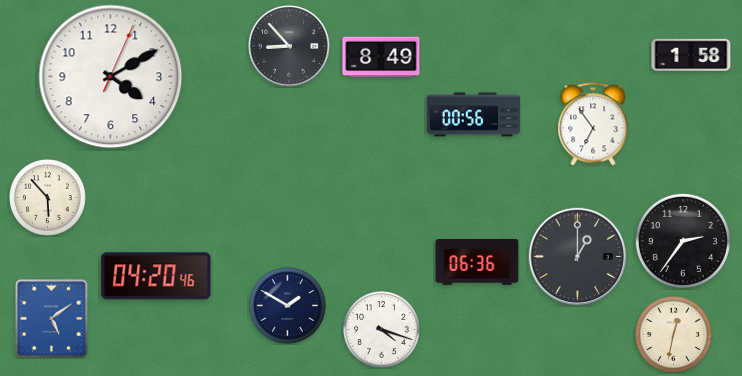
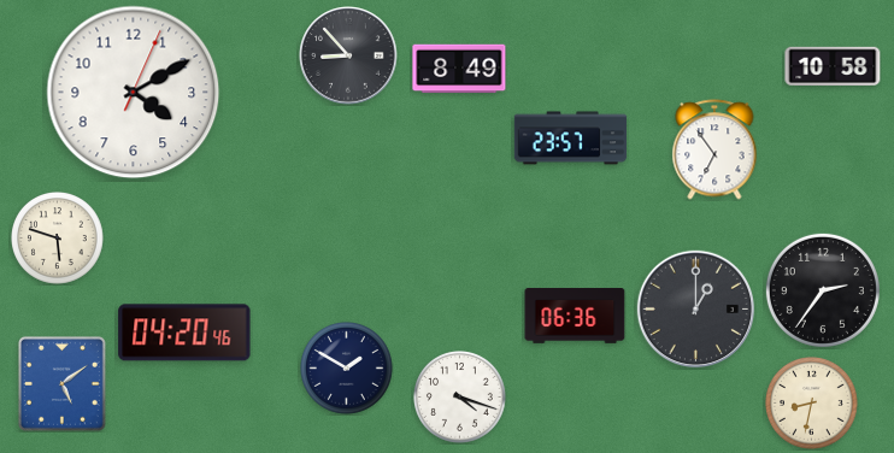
clock at (691, 54): 1:58 -> 10:58
clock at (474, 115): 00:56 -> 23:57
clock at (48, 198): 5:53 -> 5:48
clock at (156, 276) position: (156, 276) -> (184, 333)
clock at (674, 335): 12:32 -> 8:32
